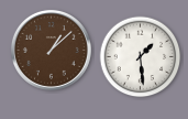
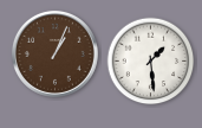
clock at (51, 50): 1:08 -> 1:04
